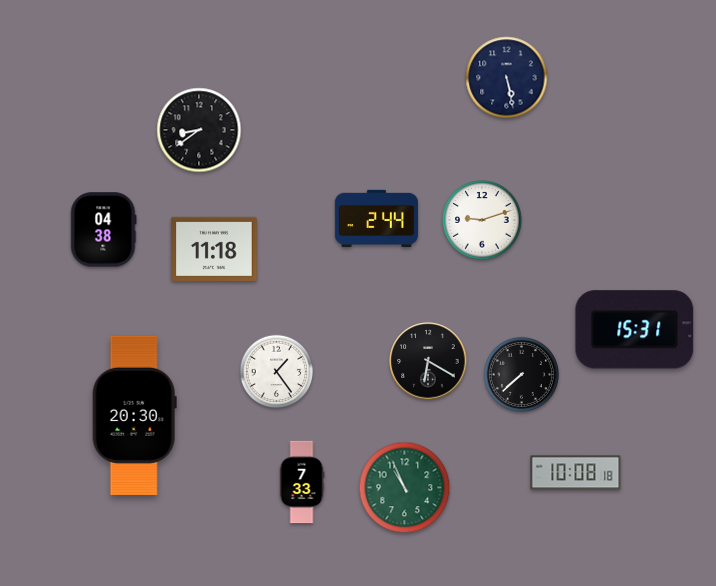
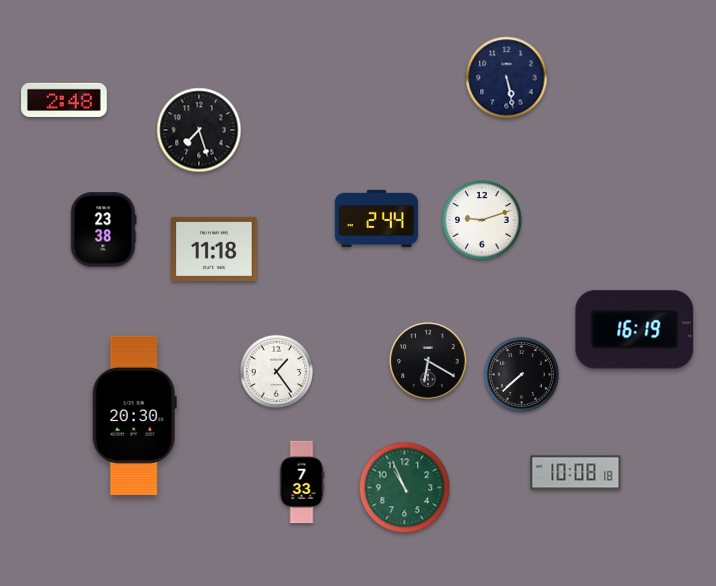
clock at (64, 100): none -> 2:48
clock at (199, 130): 8:39 -> 7:27
clock at (103, 230): 04:38 -> 23:38
clock at (635, 330): 15:31 -> 16:19
